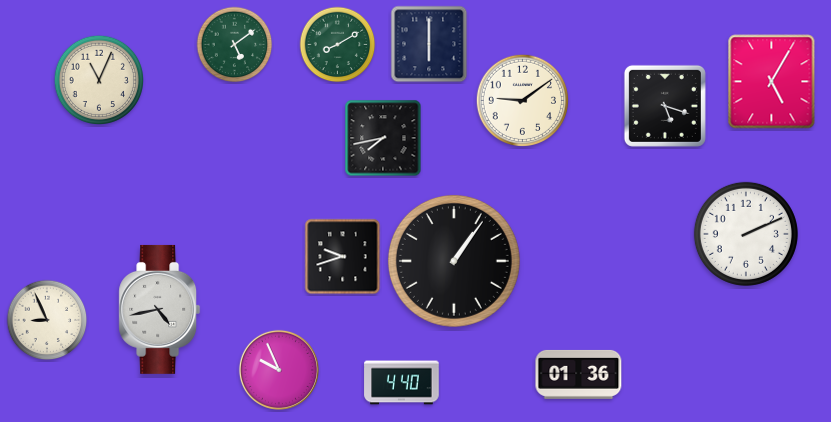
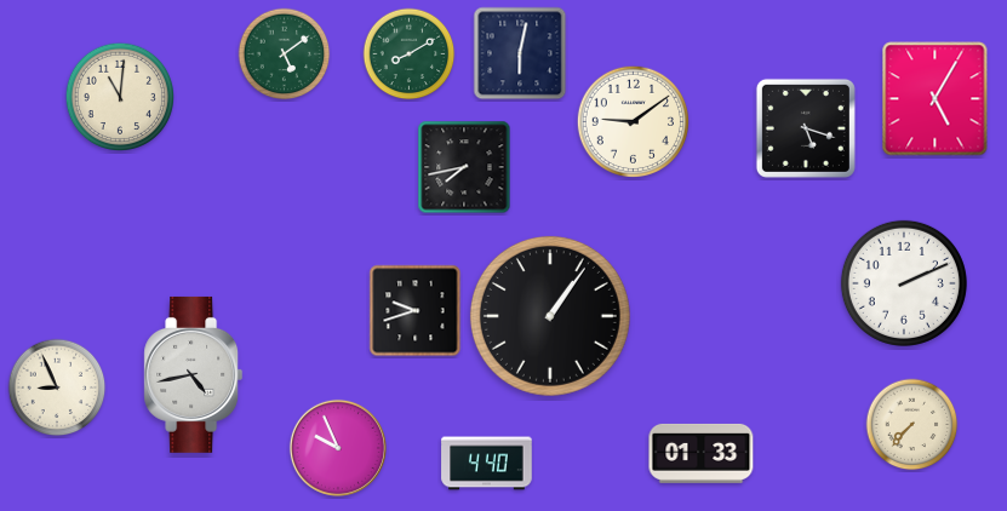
clock at (429, 44): 6:00 -> 6:02
clock at (99, 80): 11:04 -> 11:01
clock at (912, 425): none -> 7:37
clock at (579, 374): 01:36 -> 01:33
